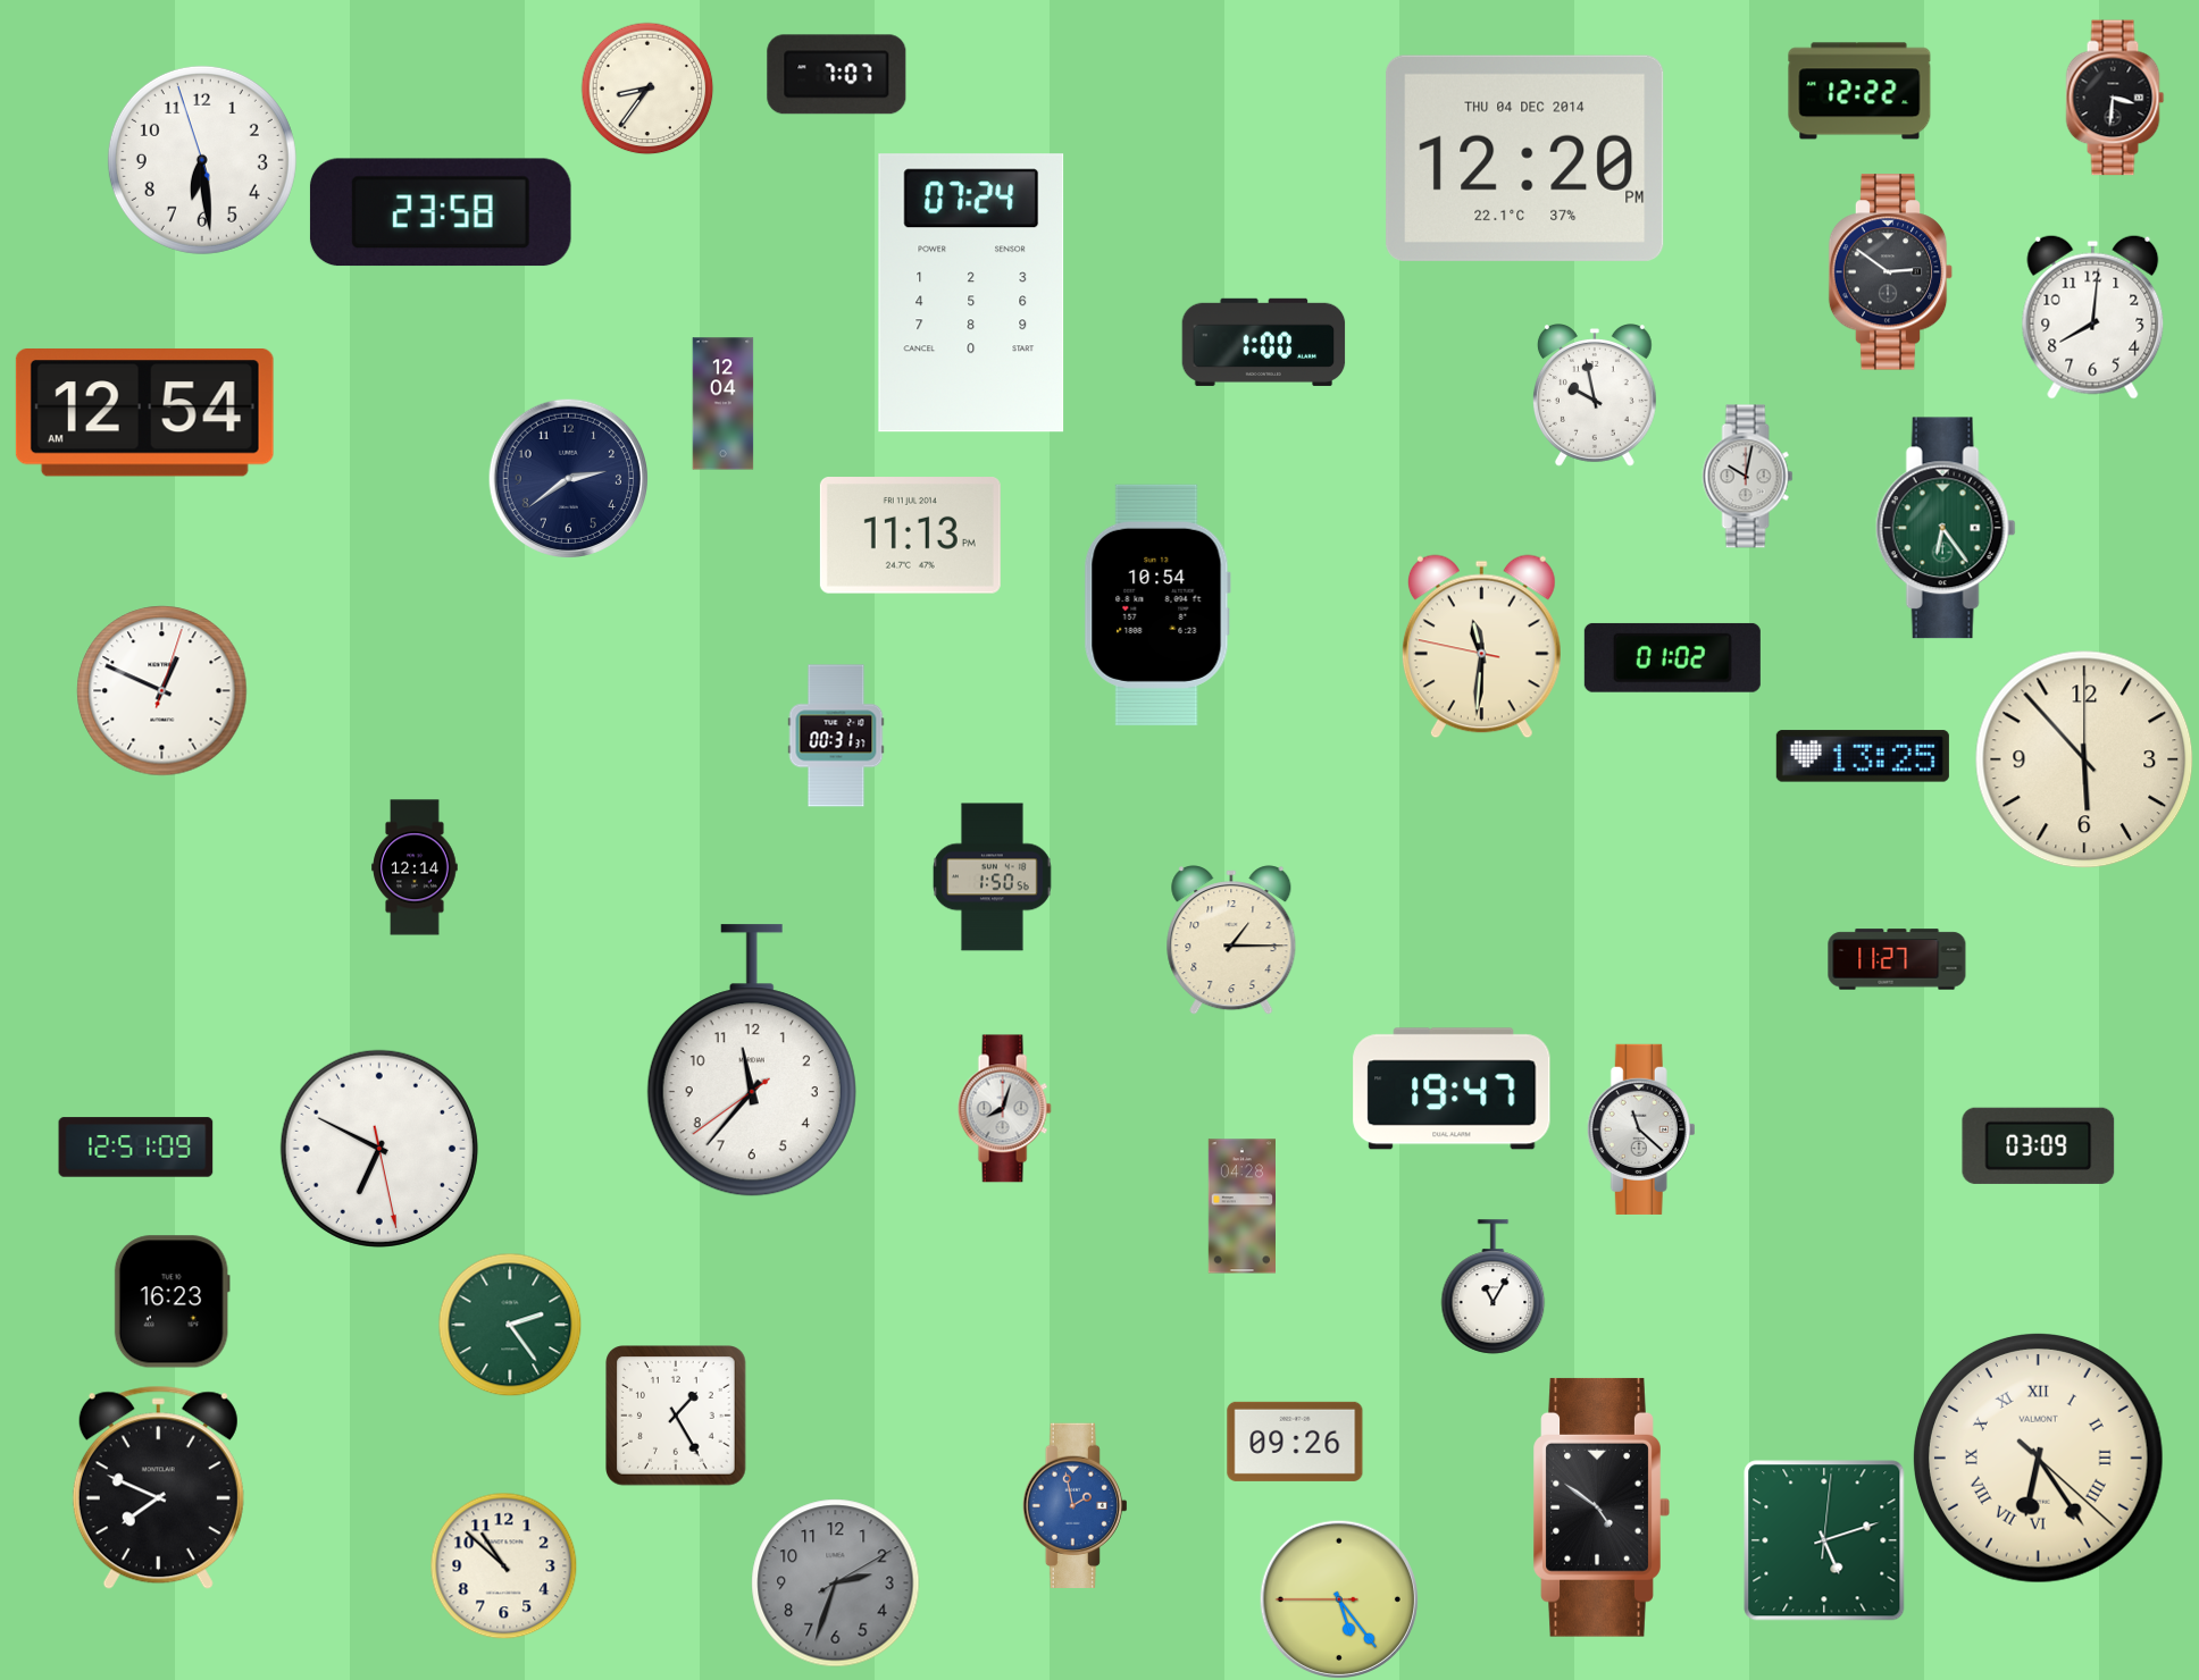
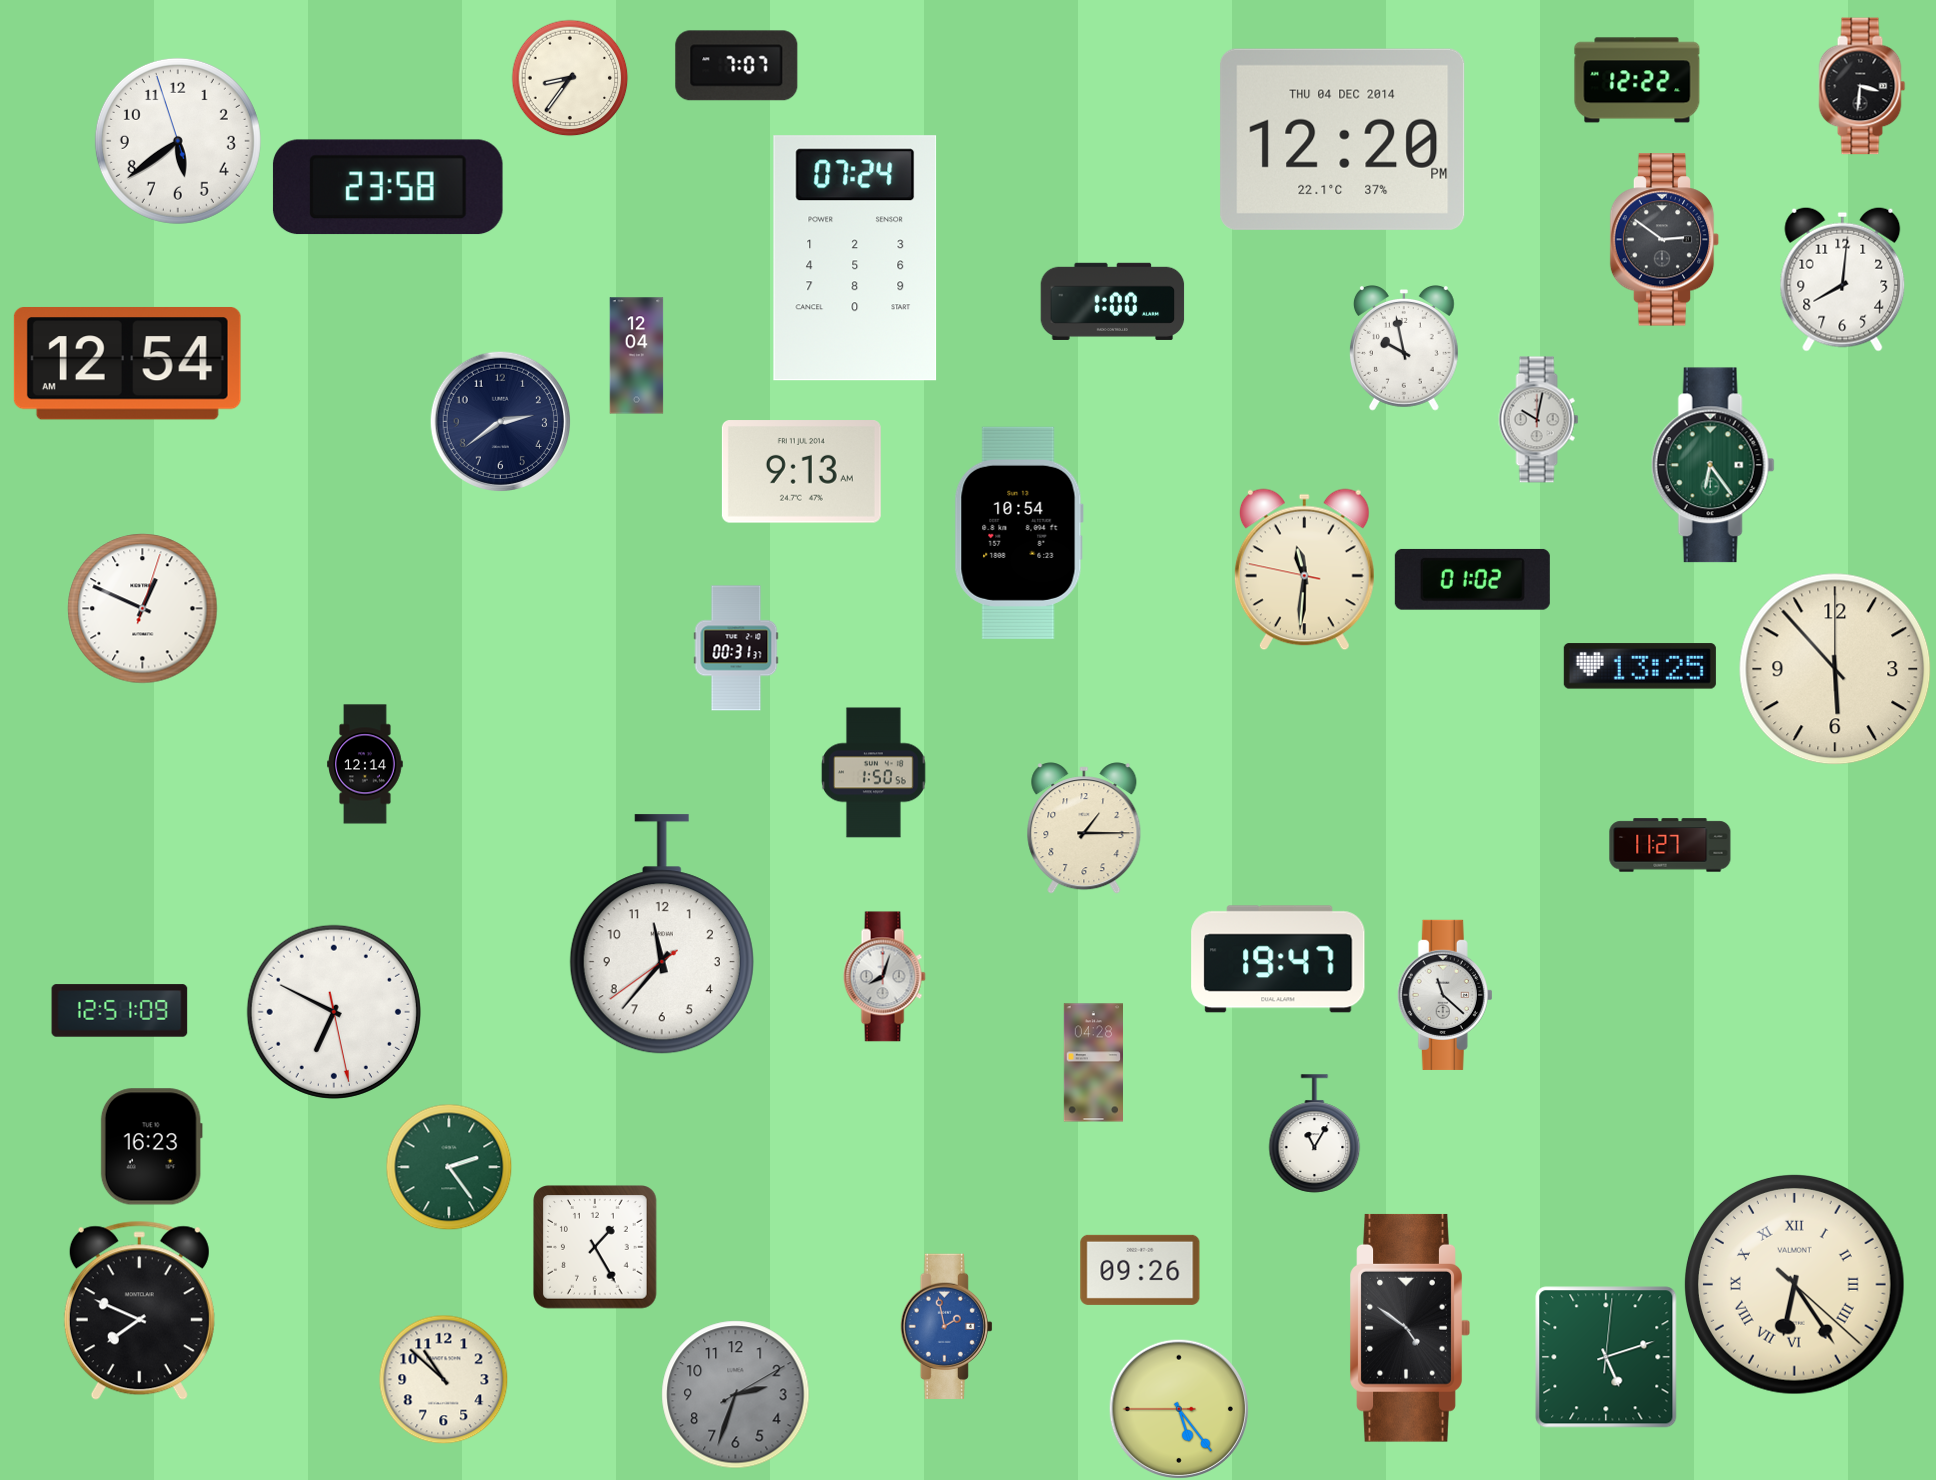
clock at (202, 160): 6:28 -> 5:38
clock at (910, 536): 11:13 -> 9:13
clock at (2039, 1145): 03:09 -> none
